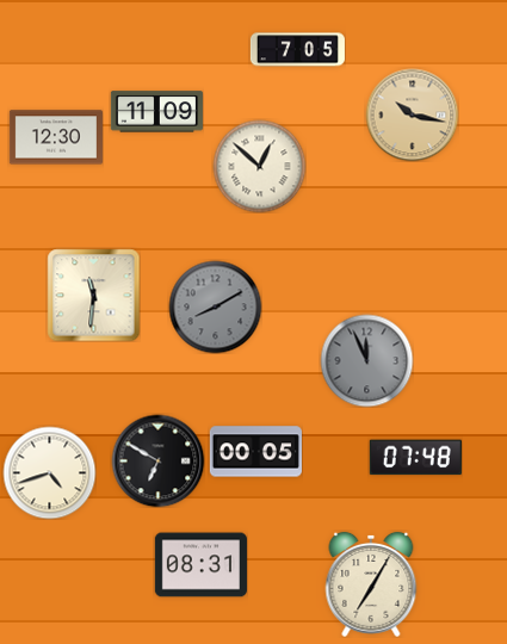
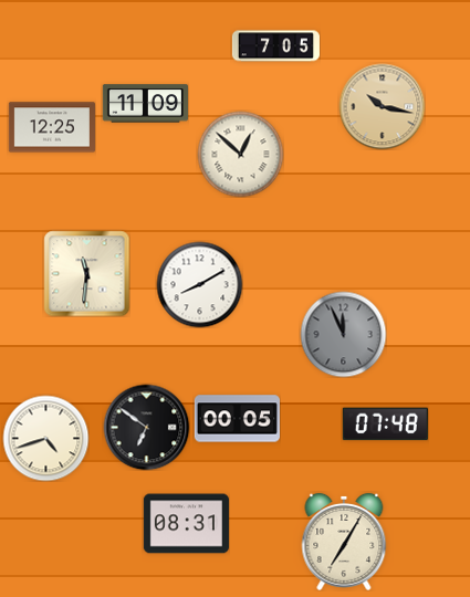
clock at (56, 137): 12:30 -> 12:25
clock at (215, 306) dial: grey -> white
clock at (366, 360) position: (366, 360) -> (343, 334)
clock at (157, 460): 6:50 -> 6:51
